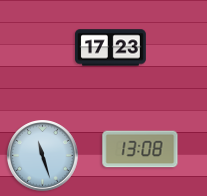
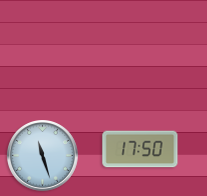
clock at (111, 48): 17:23 -> none
clock at (140, 149): 13:08 -> 17:50
